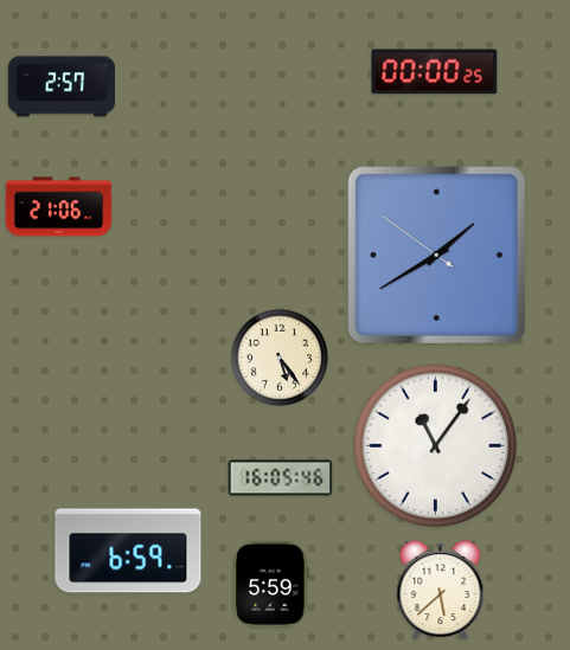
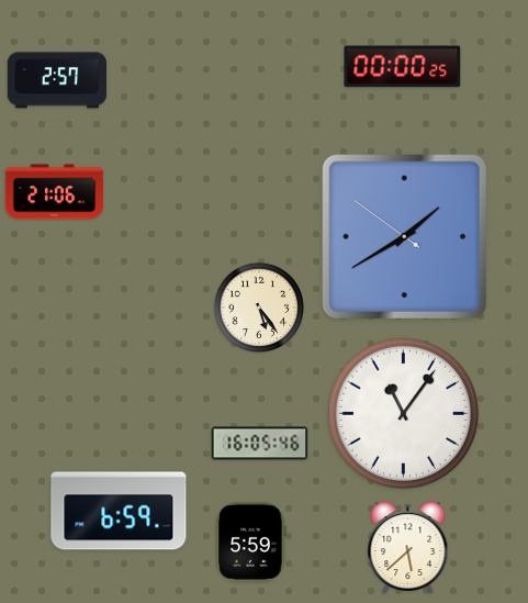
clock at (280, 358) position: (280, 358) -> (259, 308)
